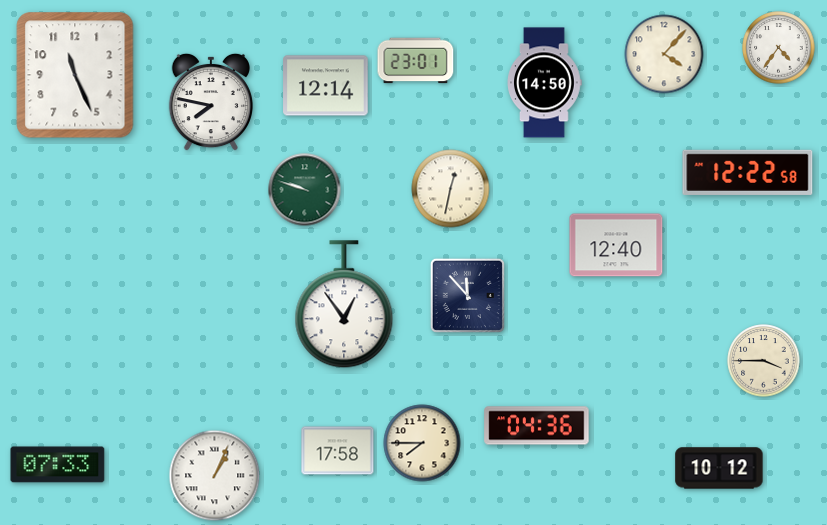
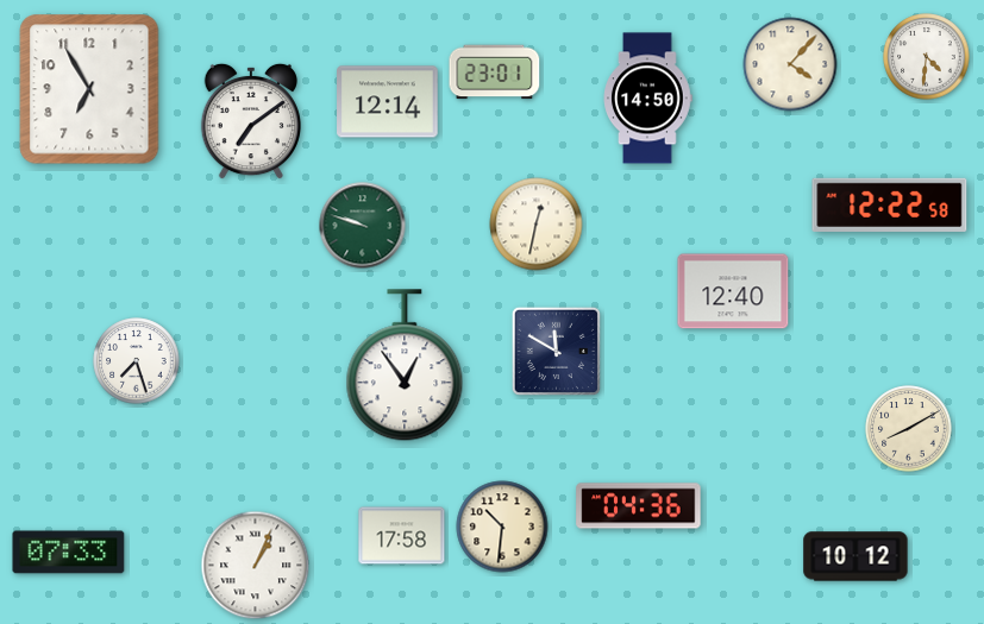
clock at (779, 48): 4:36 -> 4:31
clock at (75, 75): 11:26 -> 6:55
clock at (211, 102): 7:47 -> 7:09
clock at (467, 295): 11:53 -> 11:50
clock at (137, 361): none -> 7:27
clock at (344, 305) position: (344, 305) -> (405, 366)
clock at (764, 361): 3:45 -> 8:10
clock at (422, 443): 7:45 -> 10:31
